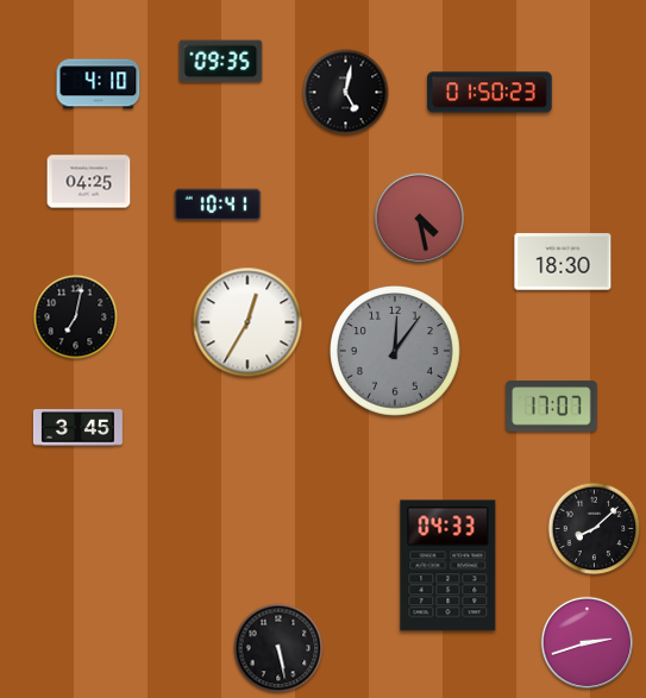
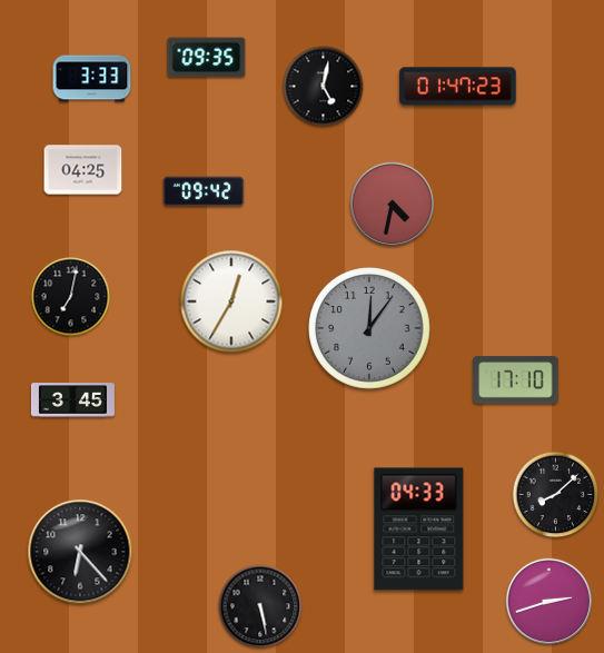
clock at (99, 84): 4:10 -> 3:33
clock at (490, 93): 01:50 -> 01:47
clock at (218, 205): 10:41 -> 09:42
clock at (420, 219): 4:28 -> 4:32
clock at (563, 262): 18:30 -> none
clock at (552, 407): 17:07 -> 17:10
clock at (80, 552): none -> 6:23
